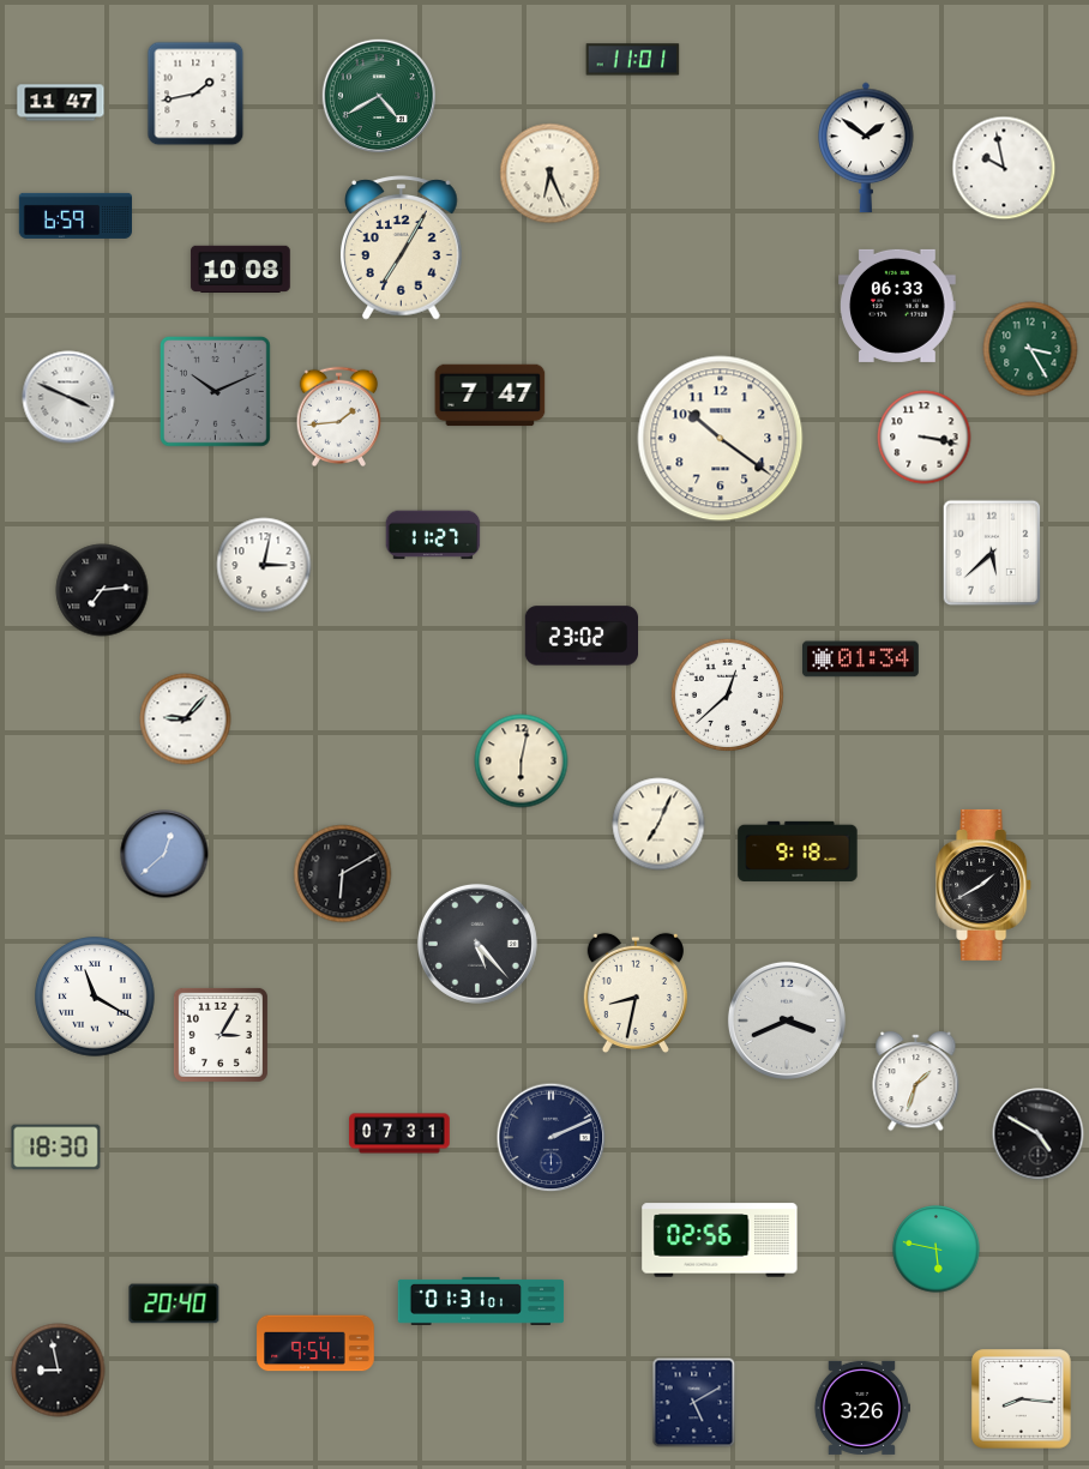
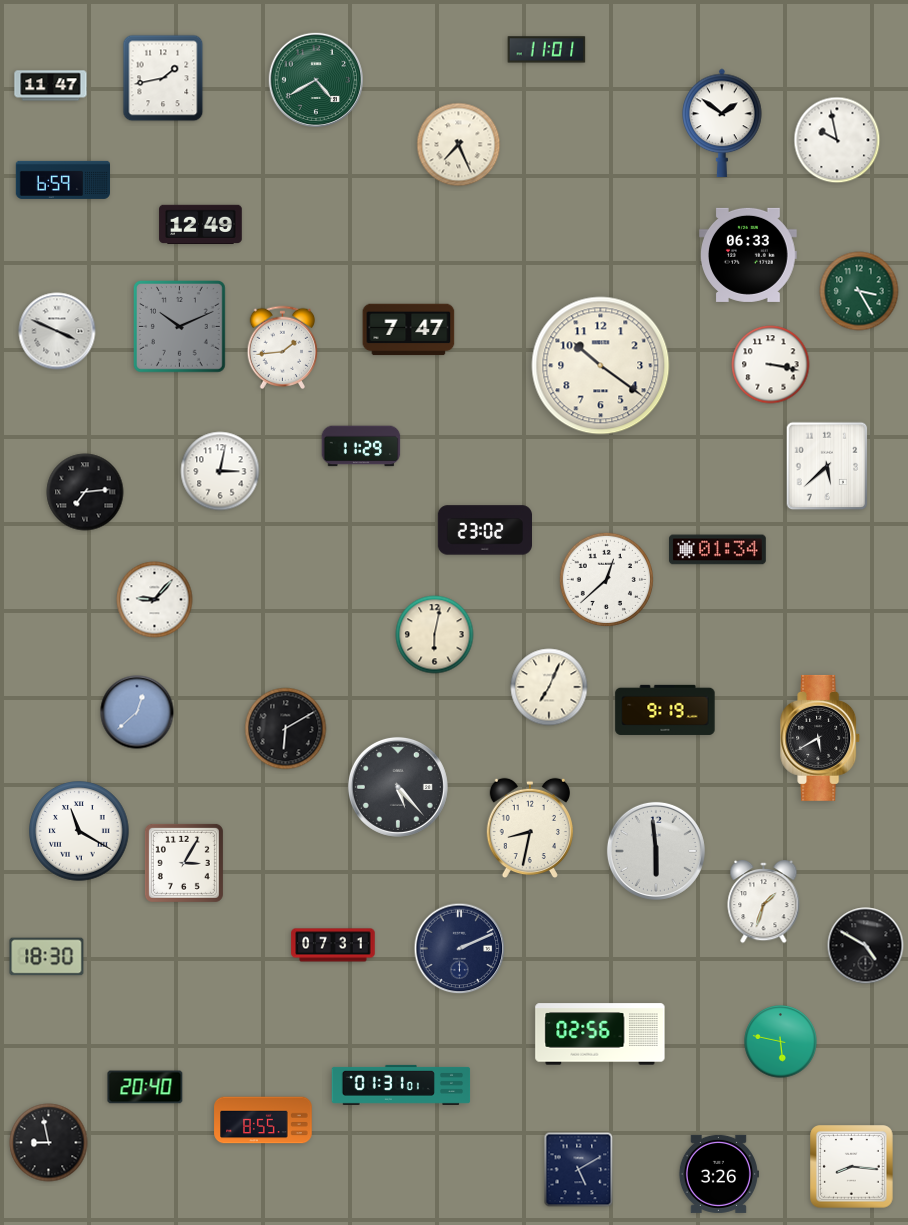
clock at (633, 60) position: (633, 60) -> (547, 50)
clock at (550, 174): 6:26 -> 7:26
clock at (402, 248): 7:05 -> none
clock at (241, 269): 10:08 -> 12:49
clock at (433, 535): 11:27 -> 11:29
clock at (992, 553) position: (992, 553) -> (827, 466)
clock at (798, 851): 9:18 -> 9:19
clock at (985, 885): 1:40 -> 5:40
clock at (787, 1021): 3:41 -> 5:59
clock at (315, 1343): 9:54 -> 8:55
